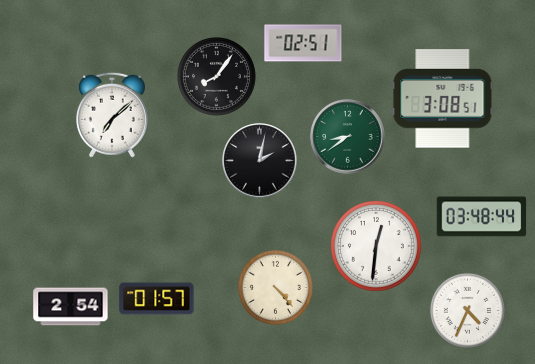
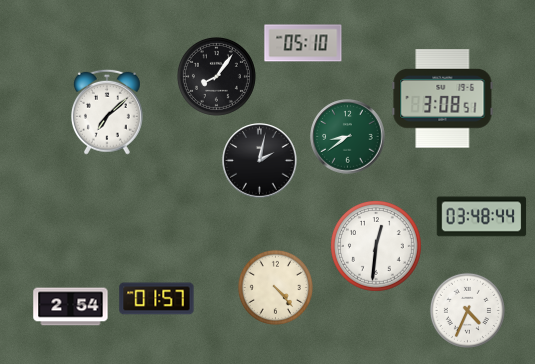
clock at (303, 43): 02:51 -> 05:10
clock at (112, 115) position: (112, 115) -> (107, 112)
